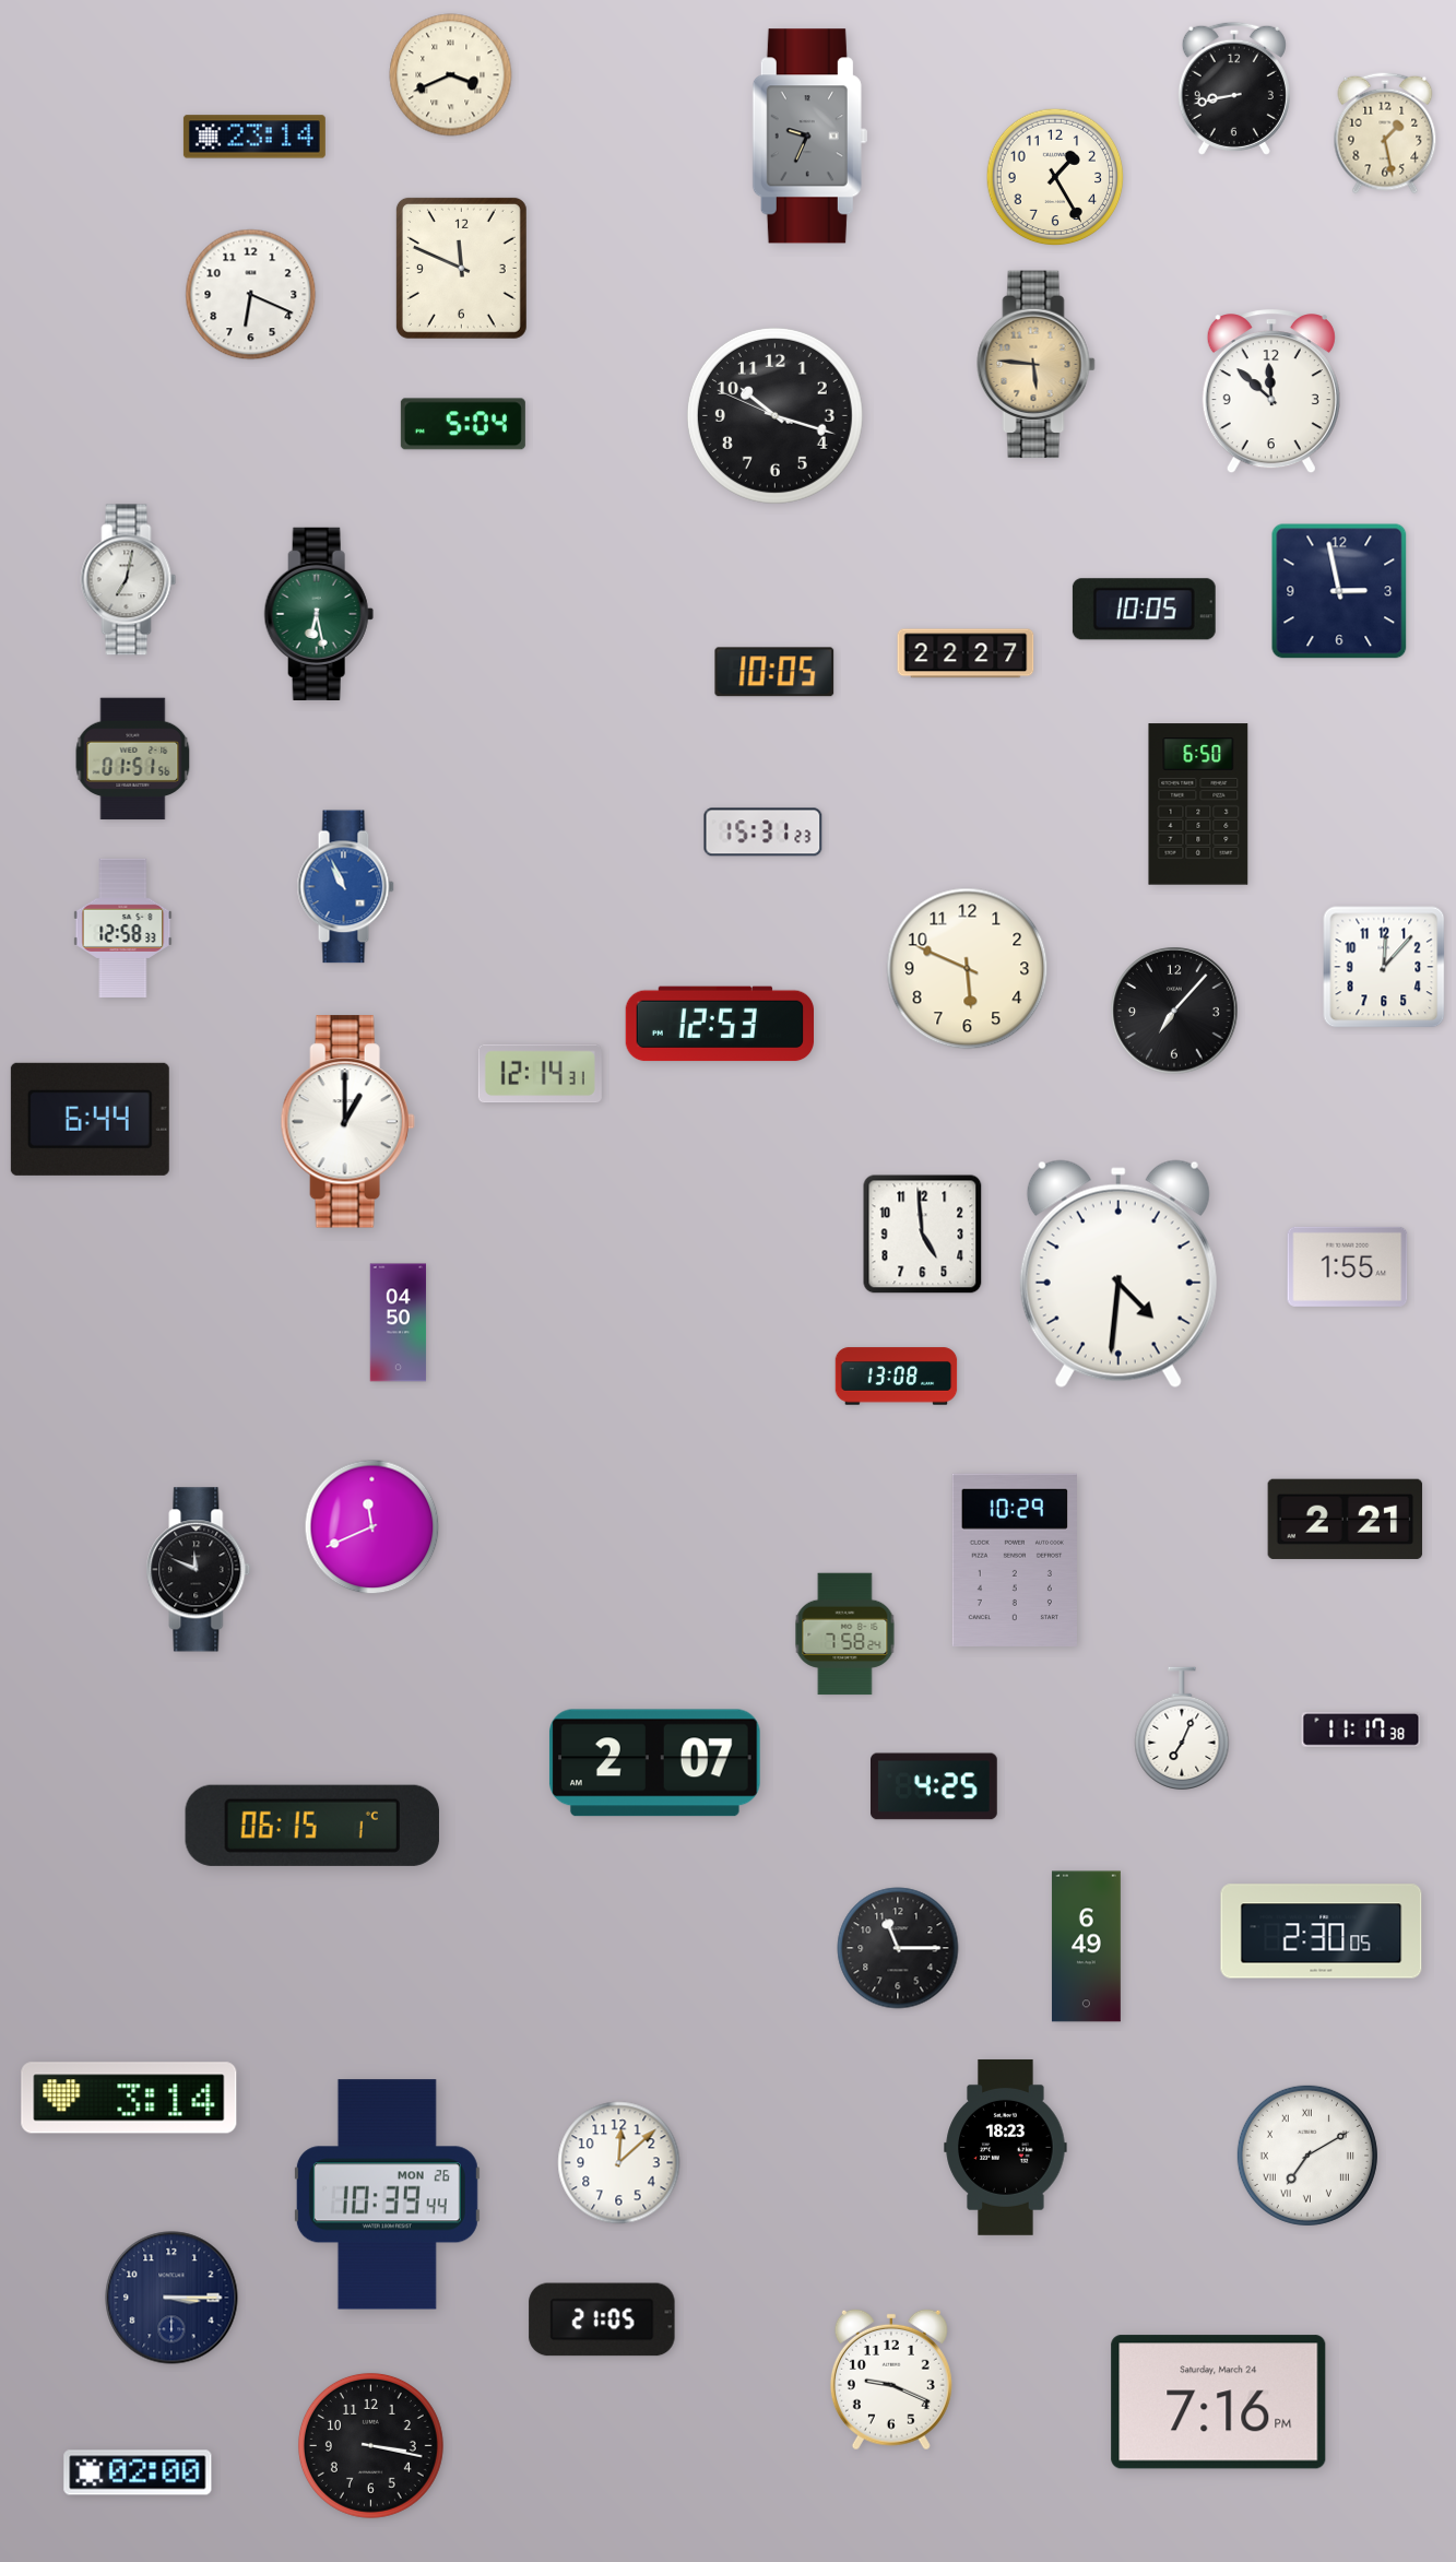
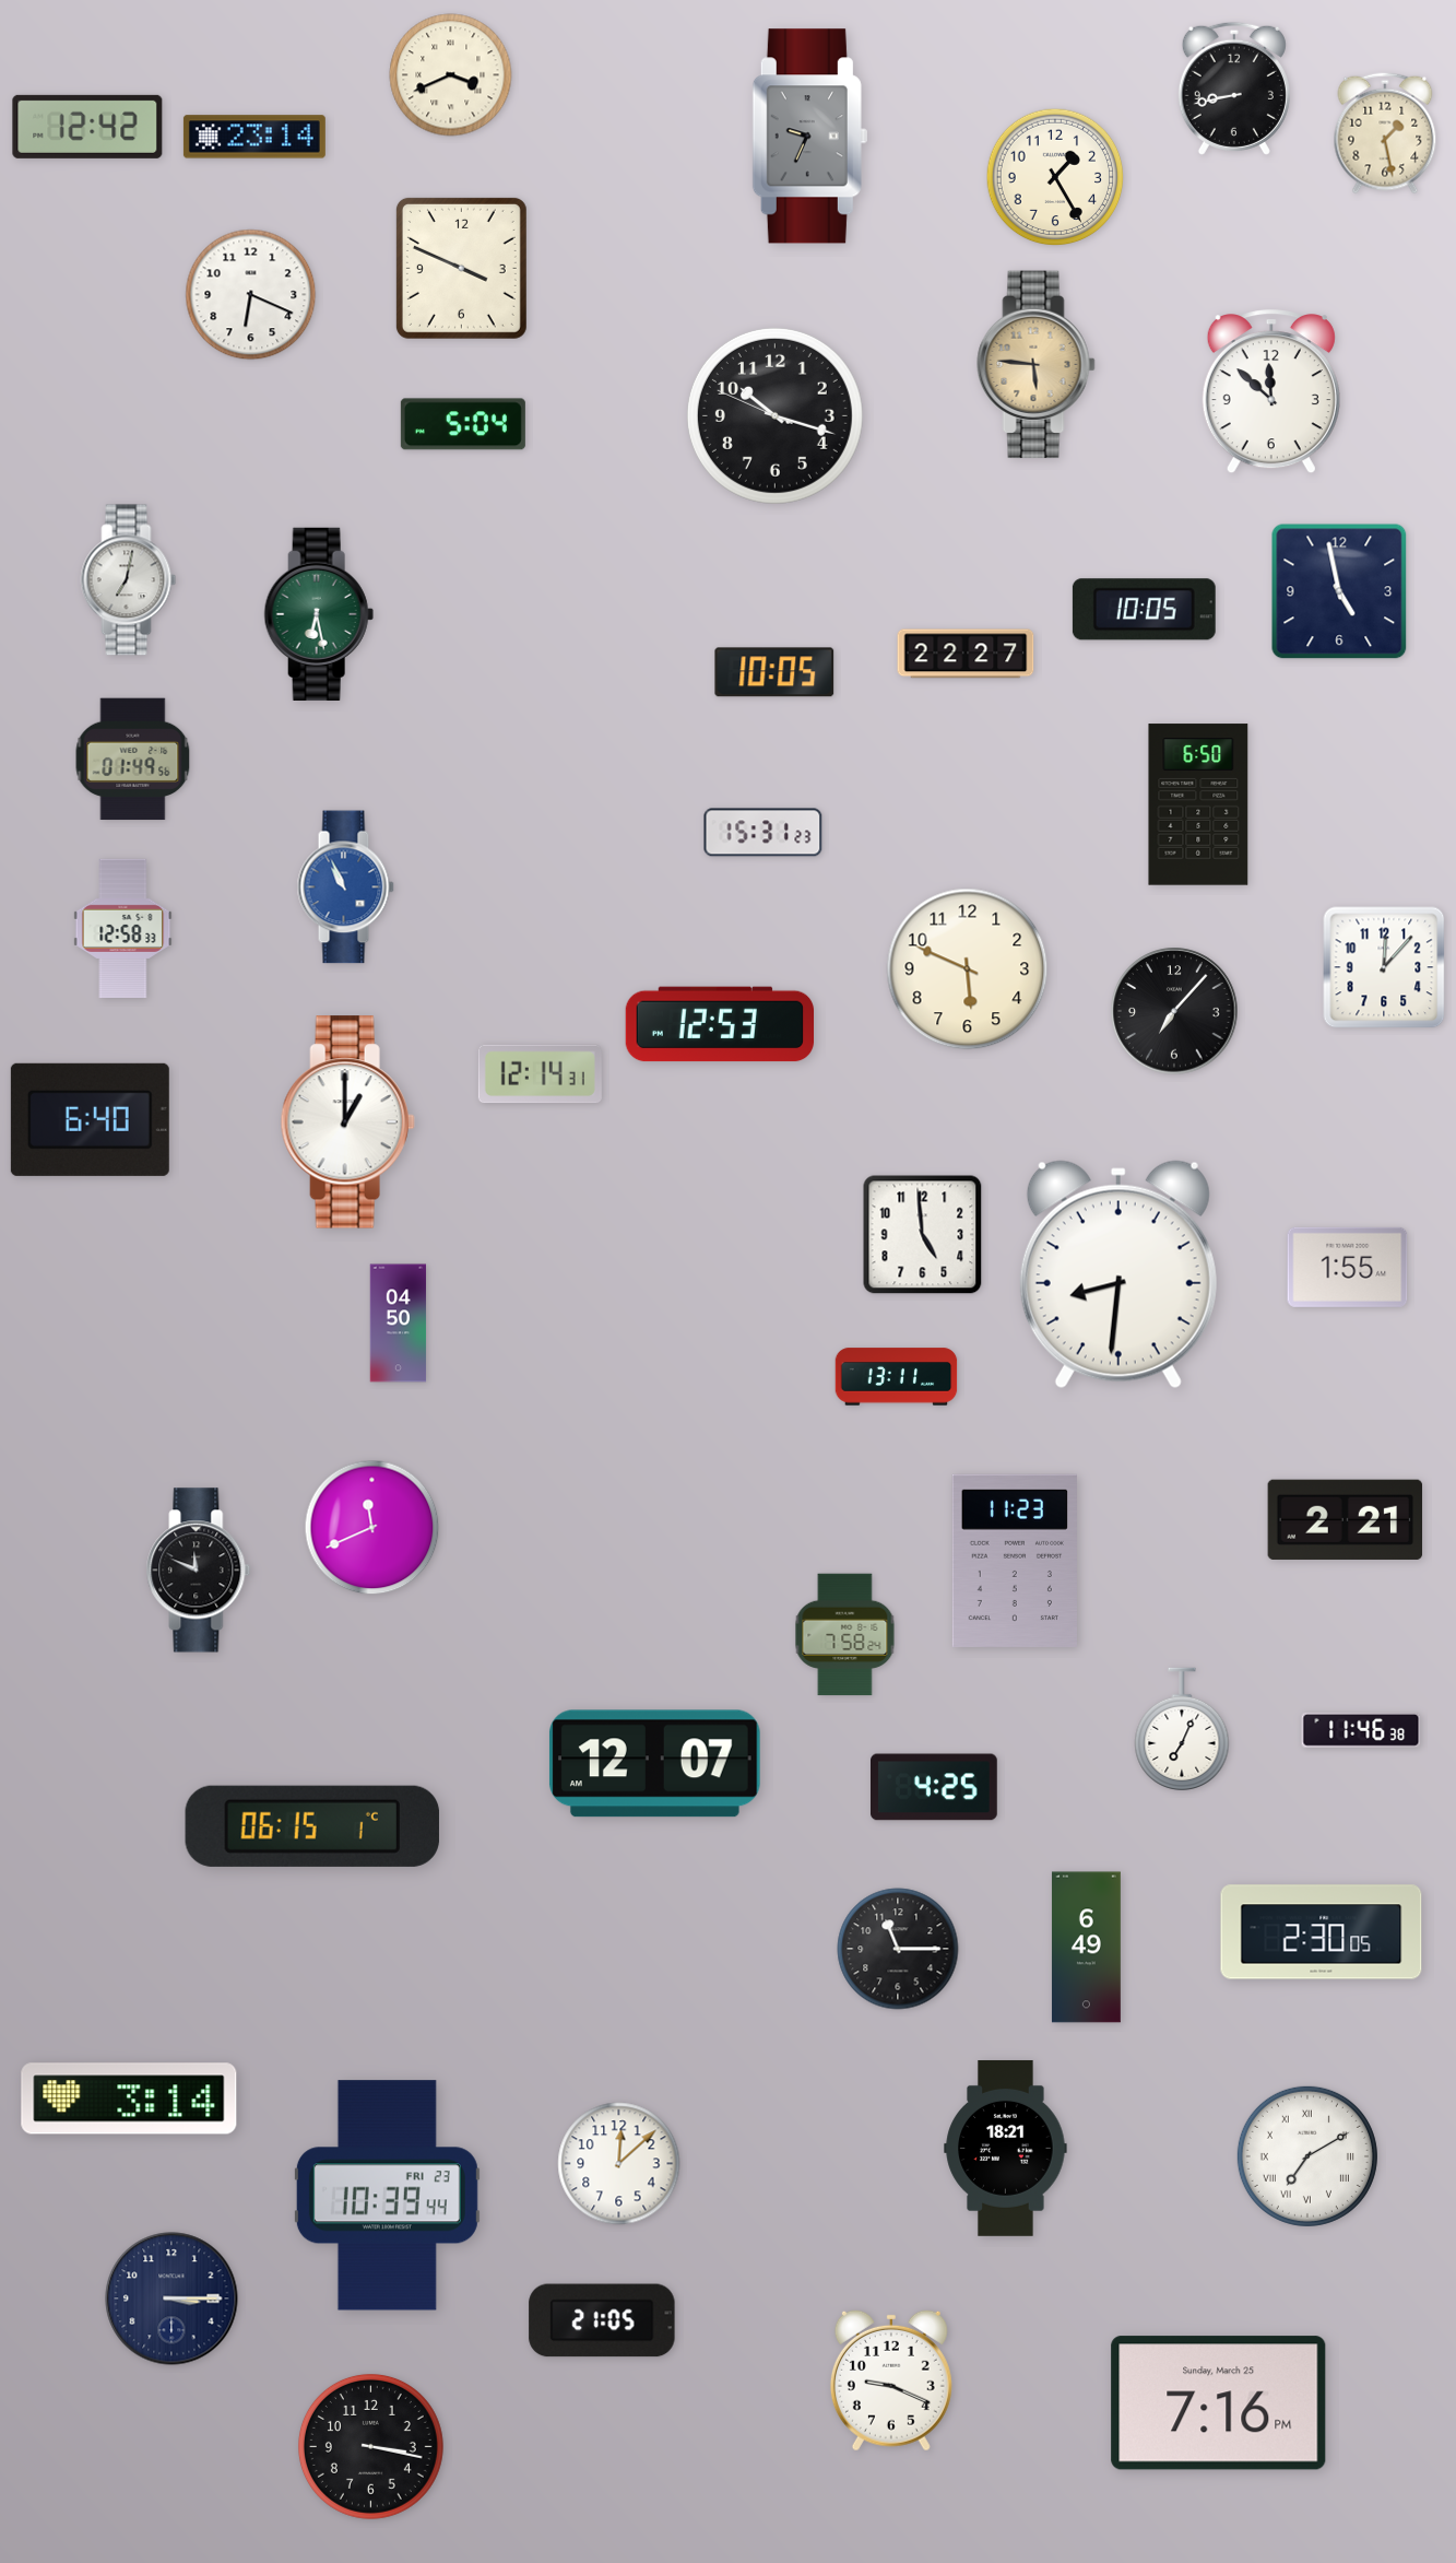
clock at (87, 127): none -> 12:42
clock at (461, 268): 11:49 -> 3:49
clock at (1339, 591): 2:58 -> 4:58
clock at (133, 759): 01:51 -> 01:49
clock at (90, 1119): 6:44 -> 6:40
clock at (1118, 1274): 4:31 -> 8:31
clock at (897, 1377): 13:08 -> 13:11
clock at (1015, 1560): 10:29 -> 11:23
clock at (1361, 1729): 11:17 -> 11:46
clock at (654, 1763): 2:07 -> 12:07
clock at (1006, 2147): 18:23 -> 18:21
clock at (387, 2195) date: MON 26 -> FRI 23
clock at (1219, 2402) date: Saturday, March 24 -> Sunday, March 25
clock at (138, 2472): 02:00 -> none
